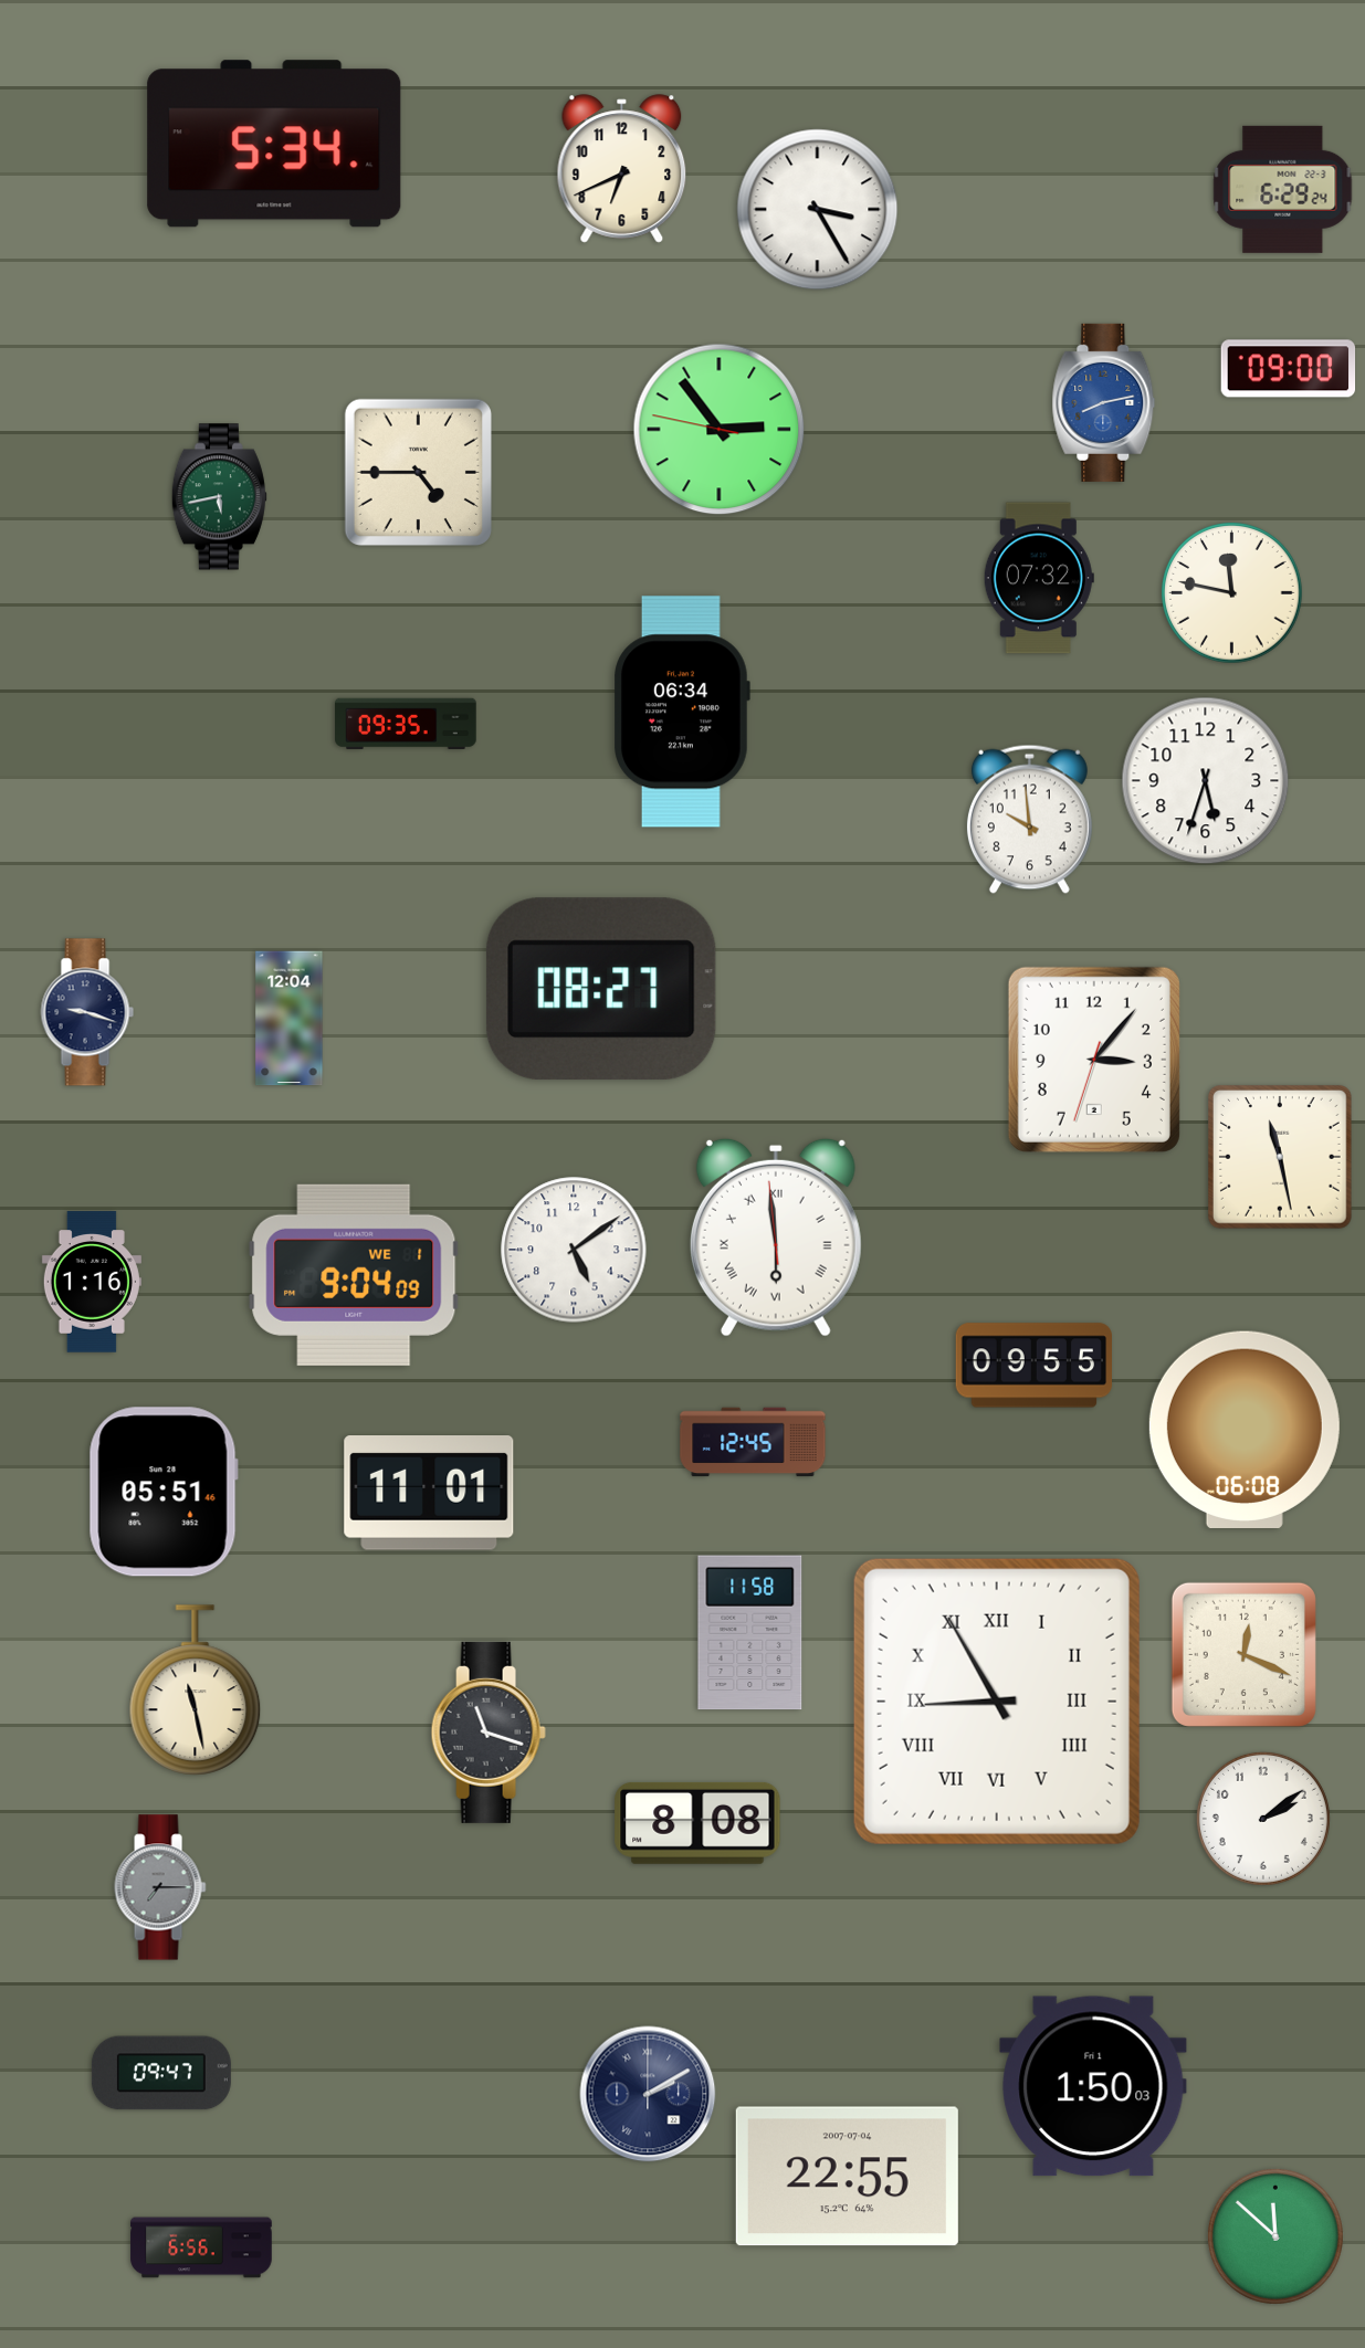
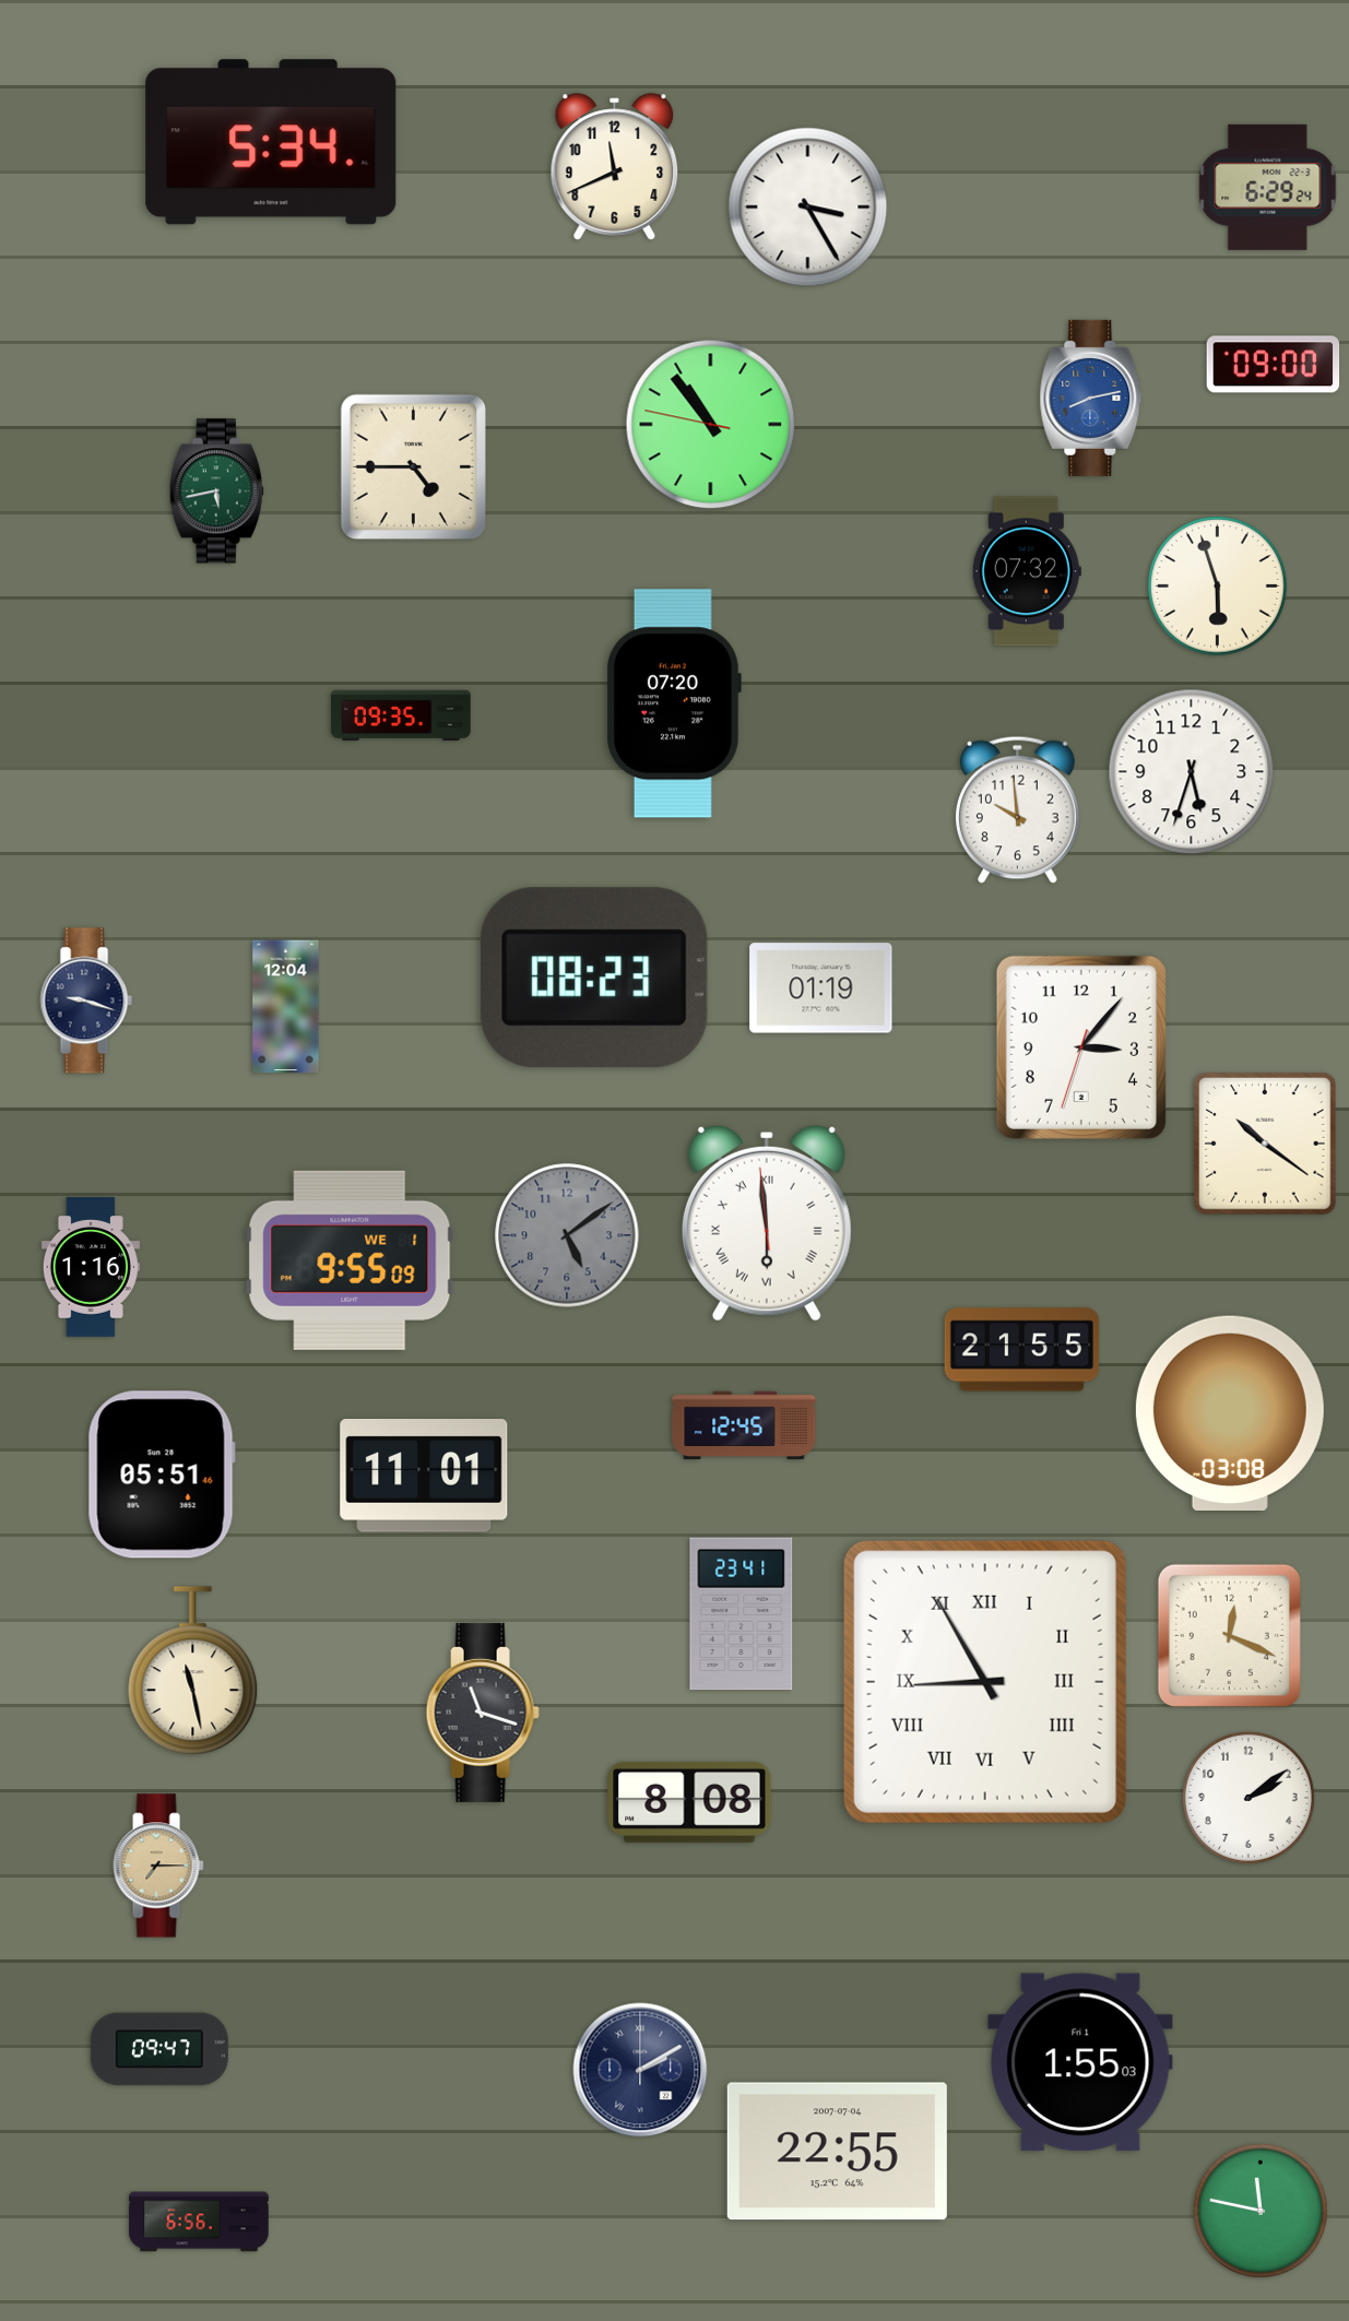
clock at (622, 169): 6:41 -> 11:41
clock at (720, 430): 2:53 -> 10:53
clock at (1232, 593): 11:47 -> 5:57
clock at (682, 712): 06:34 -> 07:20
clock at (601, 989): 08:27 -> 08:23
clock at (821, 988): none -> 01:19
clock at (1281, 1158): 11:28 -> 10:21
clock at (574, 1250) dial: white -> grey
clock at (354, 1275): 9:04 -> 9:55
clock at (1033, 1366): 09:55 -> 21:55
clock at (1245, 1429): 06:08 -> 03:08
clock at (750, 1633): 11:58 -> 23:41
clock at (160, 1887) dial: grey -> champagne
clock at (1093, 2086): 1:50 -> 1:55
clock at (1275, 2236): 11:52 -> 11:47
